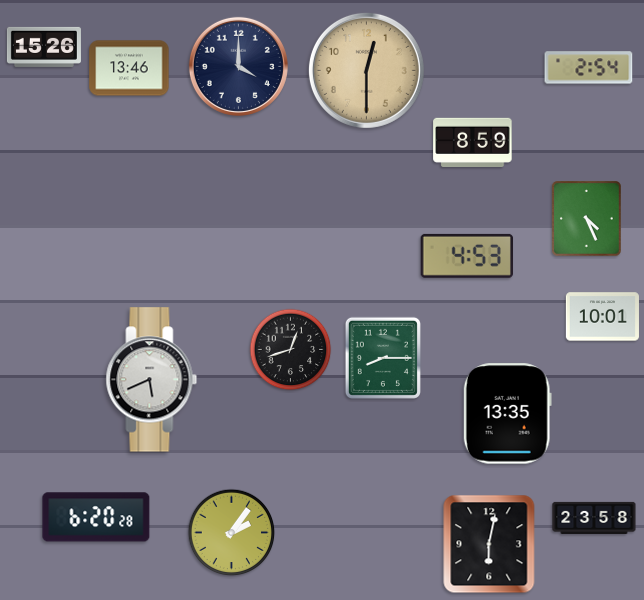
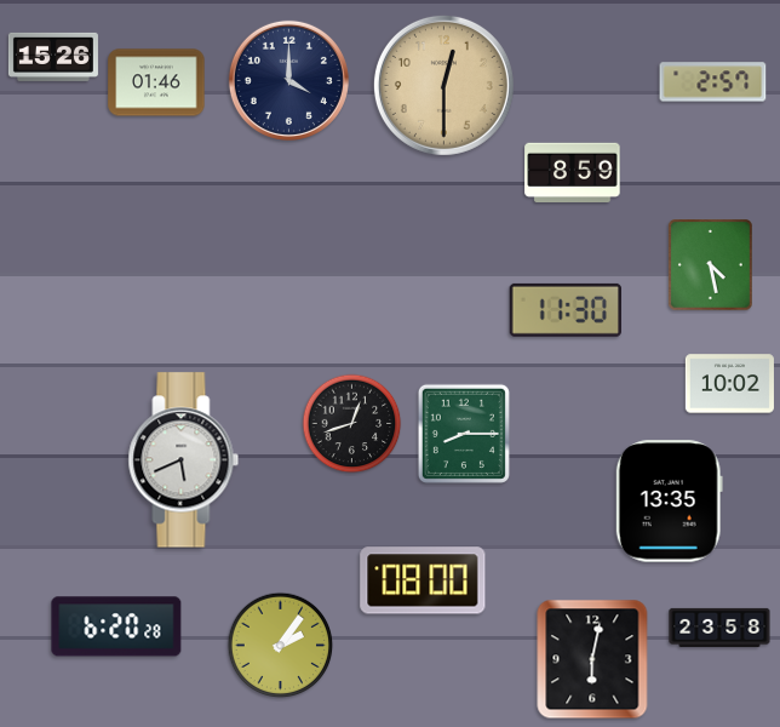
clock at (129, 68): 13:46 -> 01:46
clock at (589, 68): 2:54 -> 2:57
clock at (587, 219): 4:26 -> 4:28
clock at (466, 256): 4:53 -> 11:30
clock at (602, 317): 10:01 -> 10:02
clock at (507, 414) position: (507, 414) -> (669, 502)
clock at (423, 580): none -> 08:00
